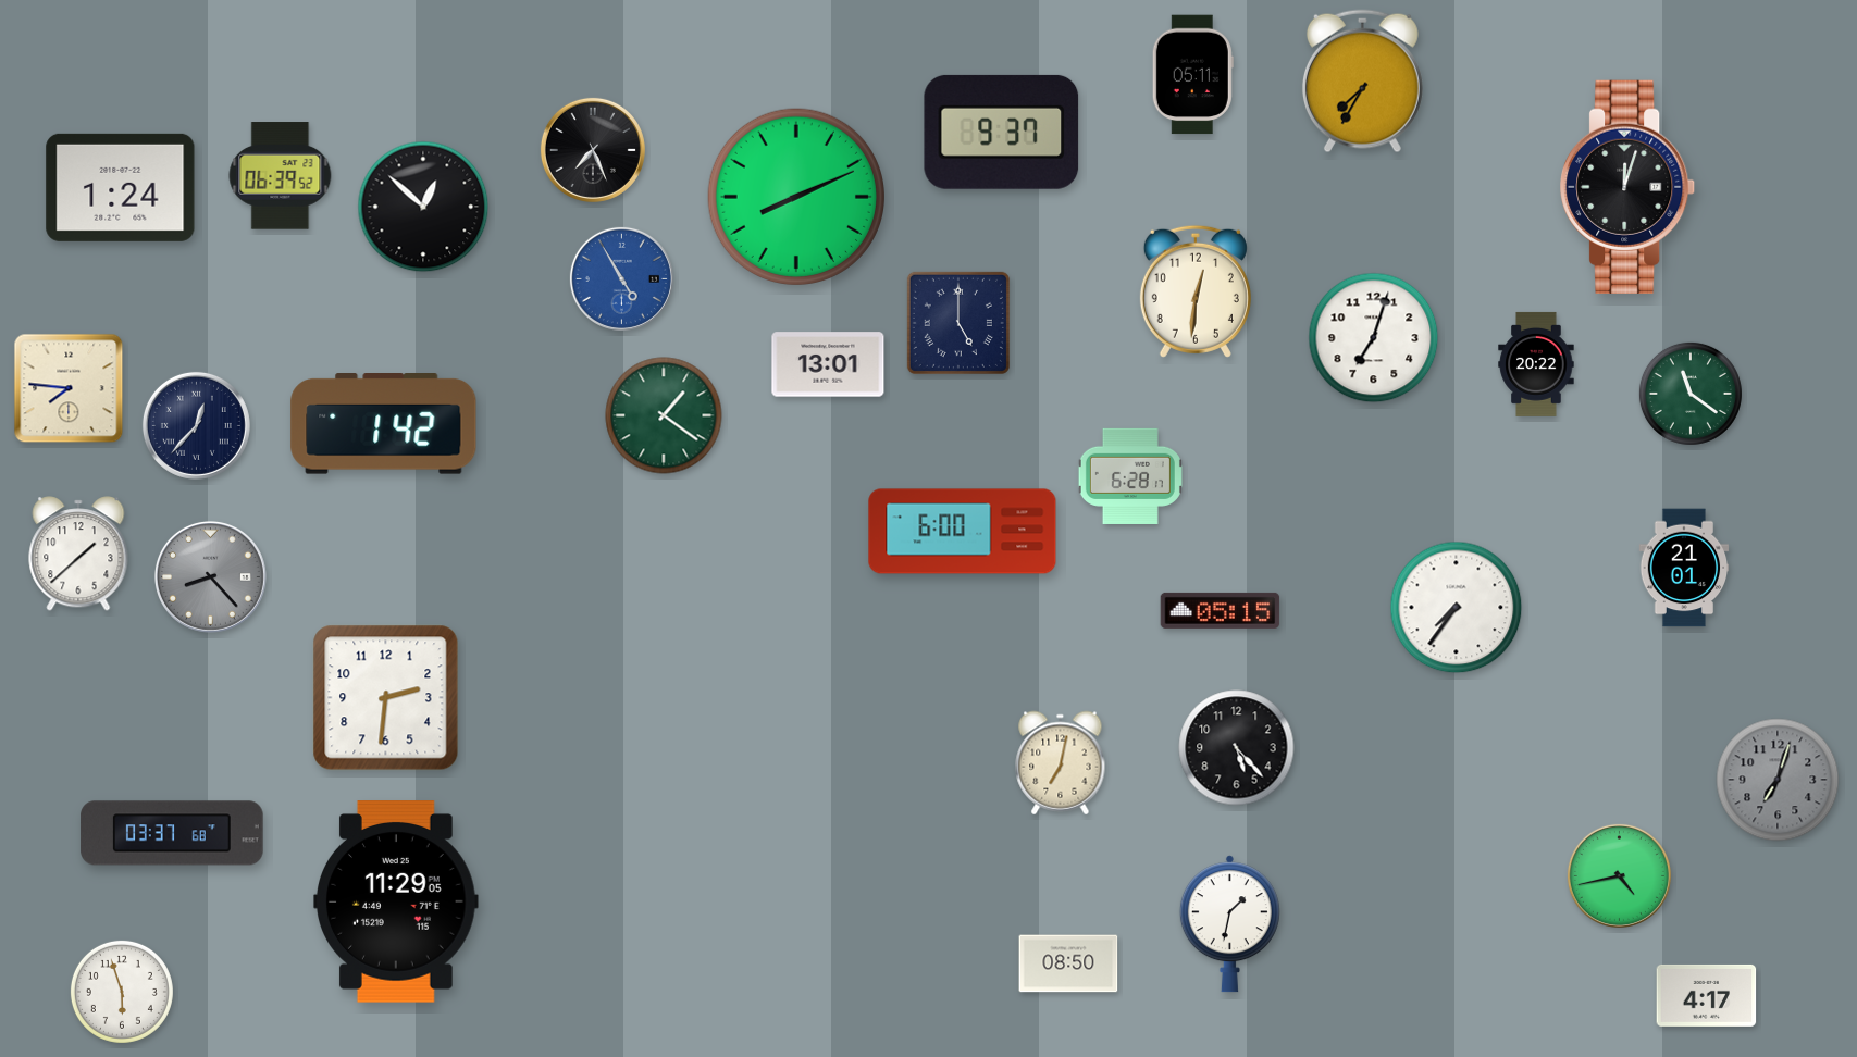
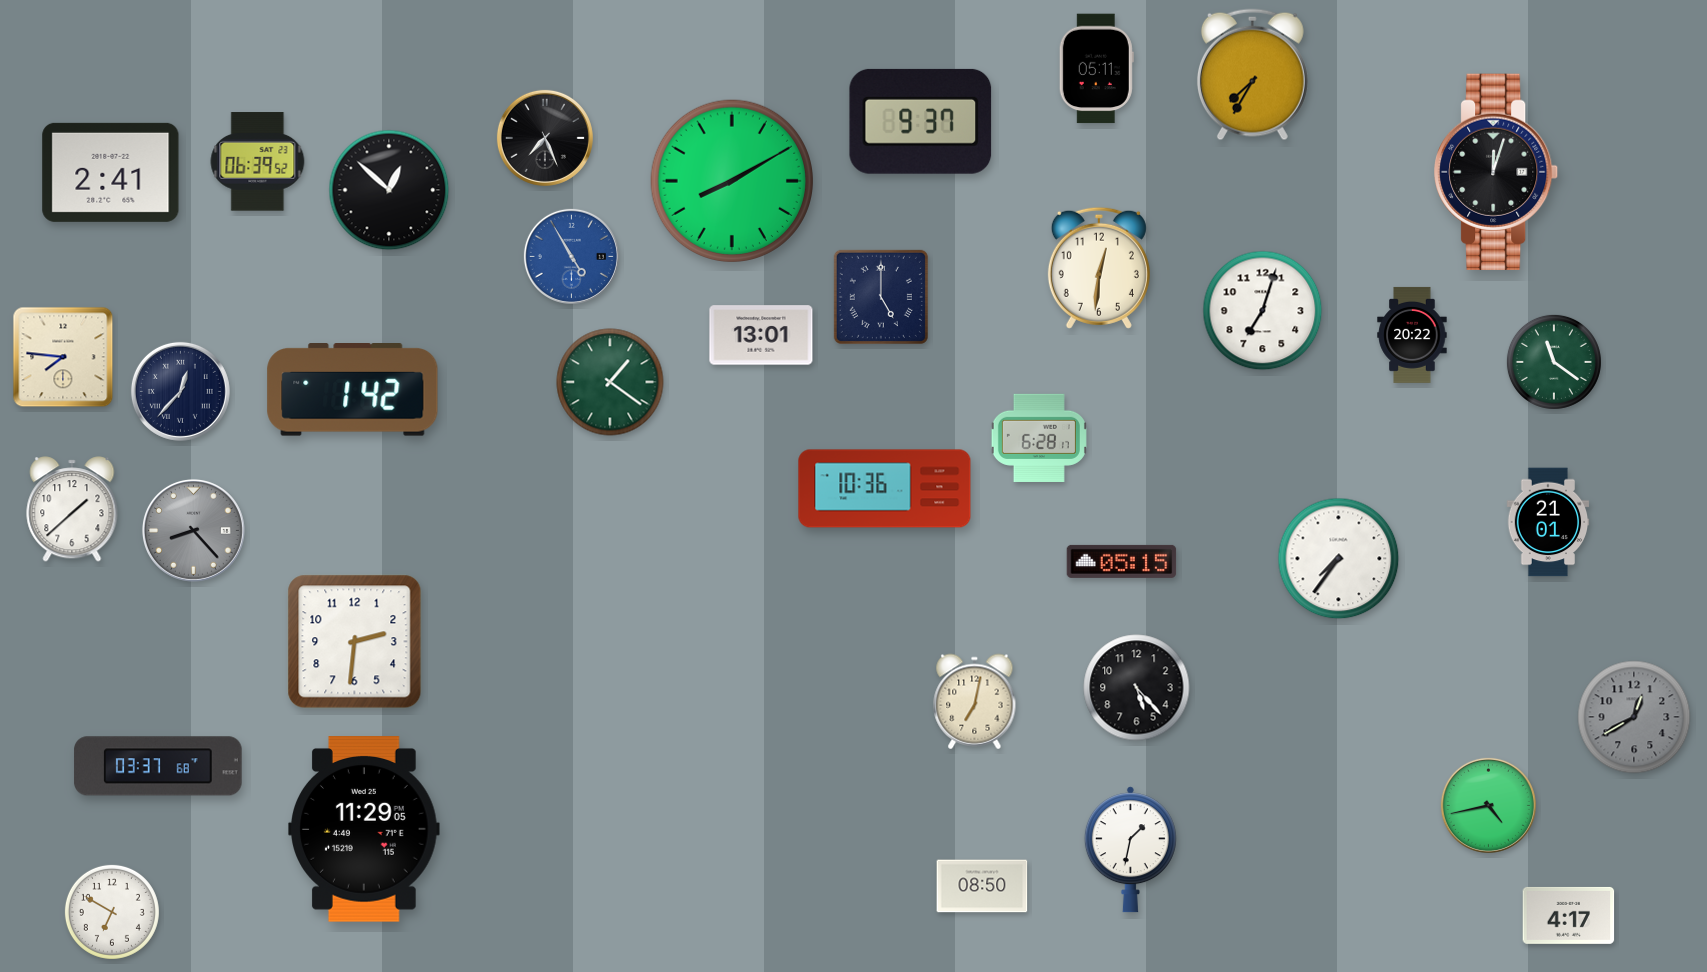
clock at (121, 187): 1:24 -> 2:41
clock at (795, 196): 8:11 -> 8:10
clock at (963, 532): 6:00 -> 10:36
clock at (1778, 780): 7:03 -> 12:40
clock at (122, 992): 5:57 -> 6:50
